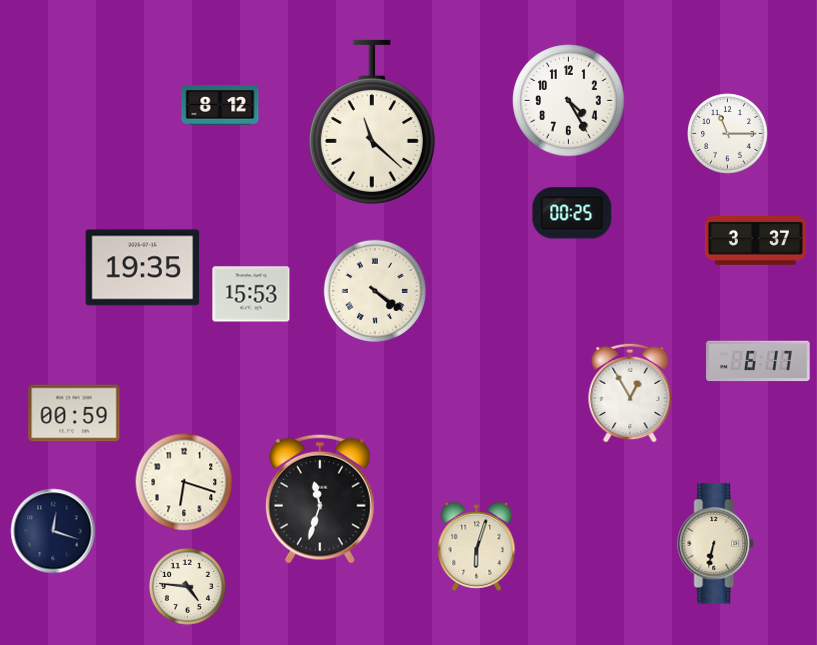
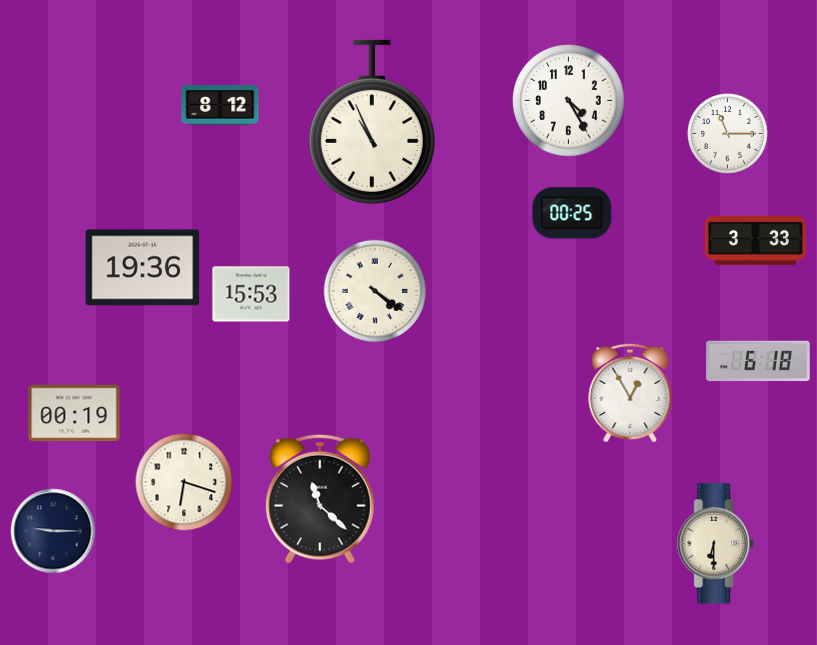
clock at (372, 122): 11:22 -> 10:56
clock at (755, 241): 3:37 -> 3:33
clock at (143, 268): 19:35 -> 19:36
clock at (758, 361): 6:17 -> 6:18
clock at (74, 413): 00:59 -> 00:19
clock at (320, 499): 11:33 -> 11:22
clock at (53, 531): 12:18 -> 9:15
clock at (716, 544): 6:32 -> 6:30
clock at (477, 546): 6:03 -> none
clock at (187, 586): 4:46 -> none
